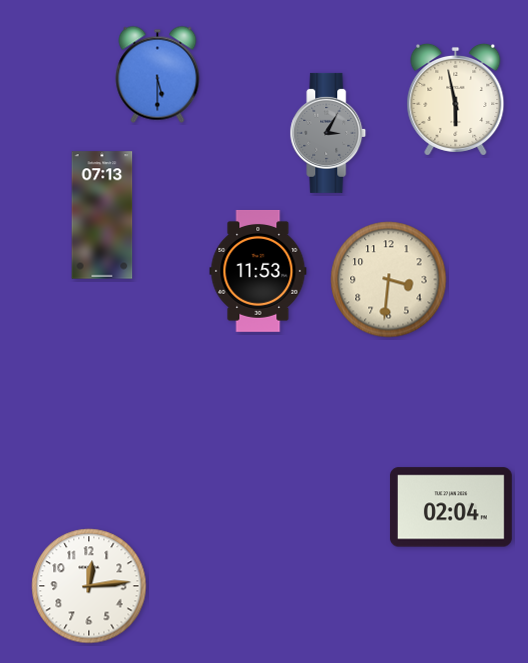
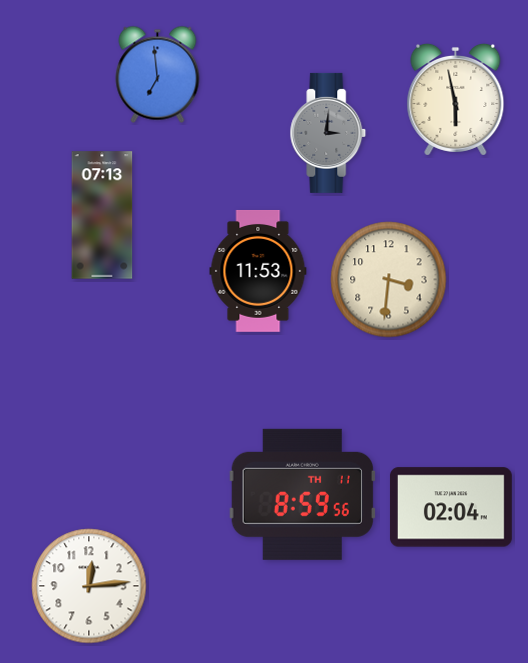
clock at (158, 74): 5:30 -> 6:59
clock at (328, 133): 3:05 -> 3:01
clock at (302, 494): none -> 8:59
